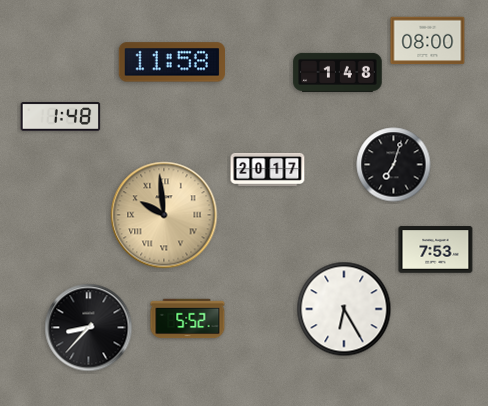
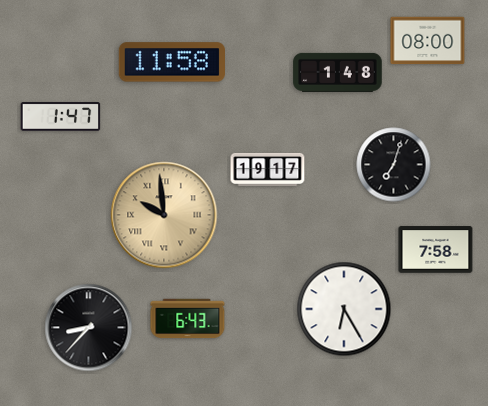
clock at (61, 117): 1:48 -> 1:47
clock at (268, 169): 20:17 -> 19:17
clock at (436, 250): 7:53 -> 7:58
clock at (188, 319): 5:52 -> 6:43
